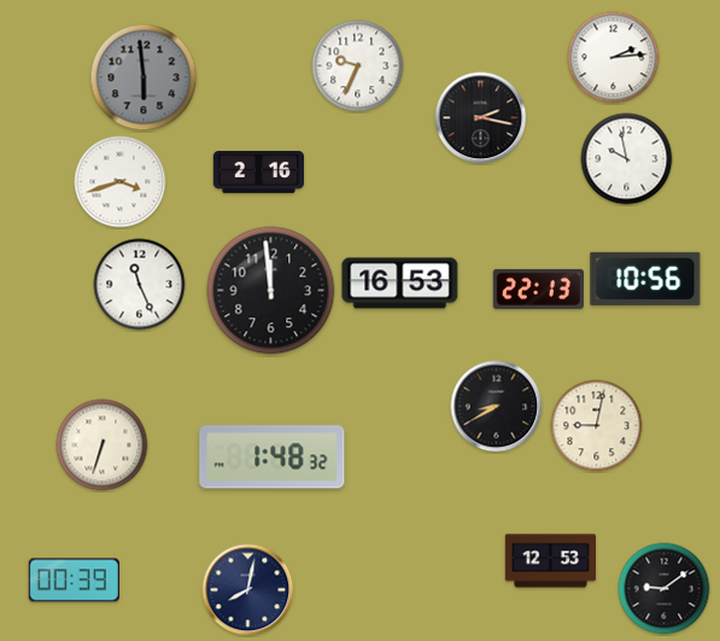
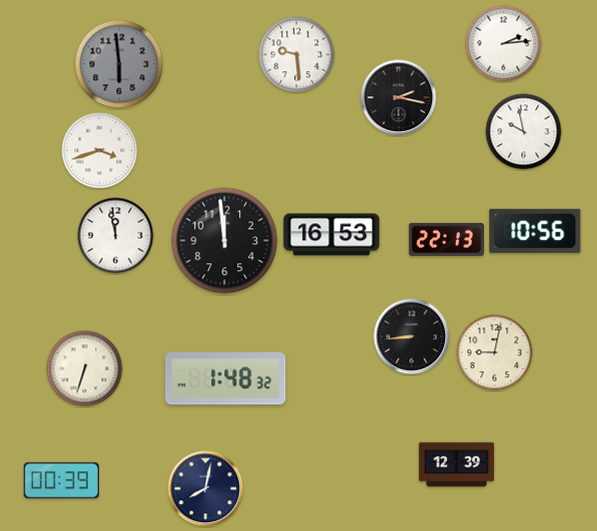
clock at (614, 58) position: (614, 58) -> (504, 44)
clock at (358, 66): 9:34 -> 9:29
clock at (627, 159) position: (627, 159) -> (524, 132)
clock at (258, 171): 2:16 -> none
clock at (140, 285): 11:26 -> 11:58
clock at (497, 407): 8:40 -> 8:44
clock at (550, 561): 12:53 -> 12:39
clock at (665, 589): 9:09 -> none
